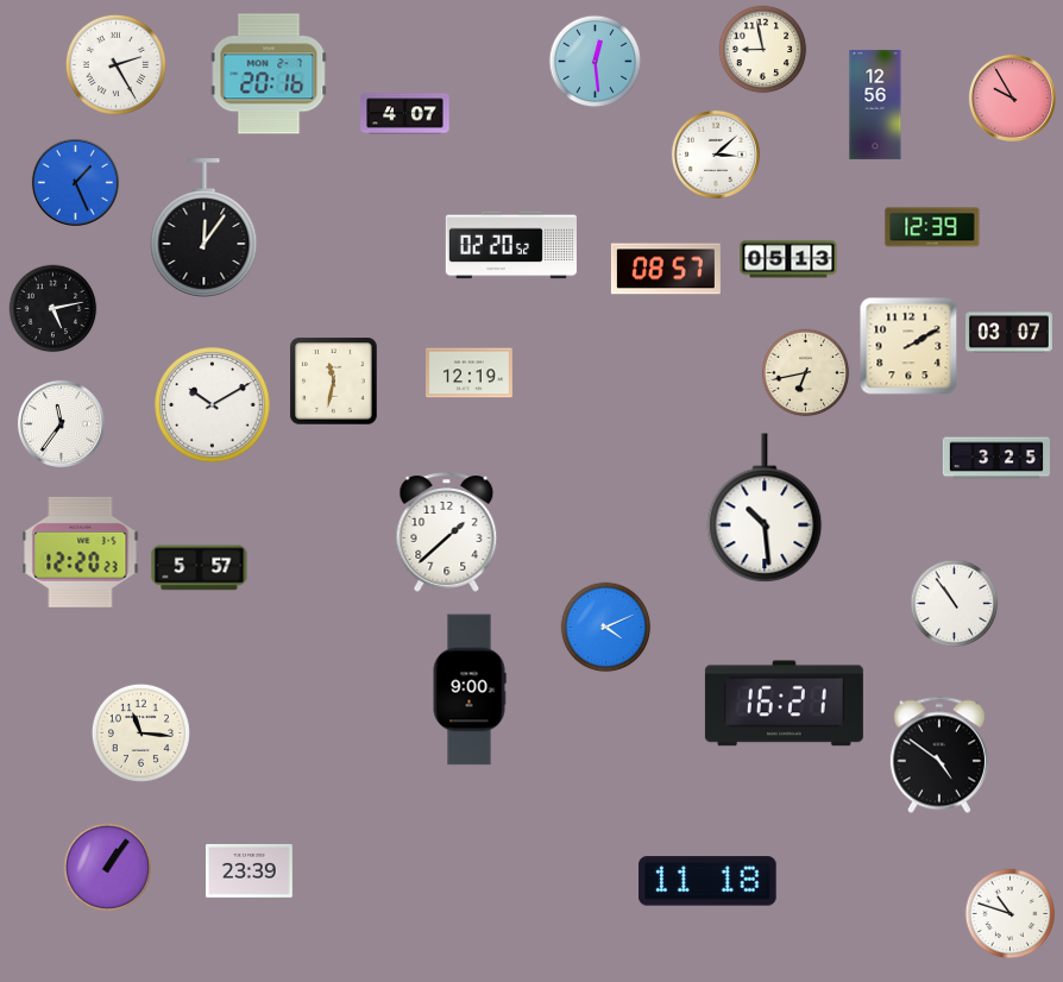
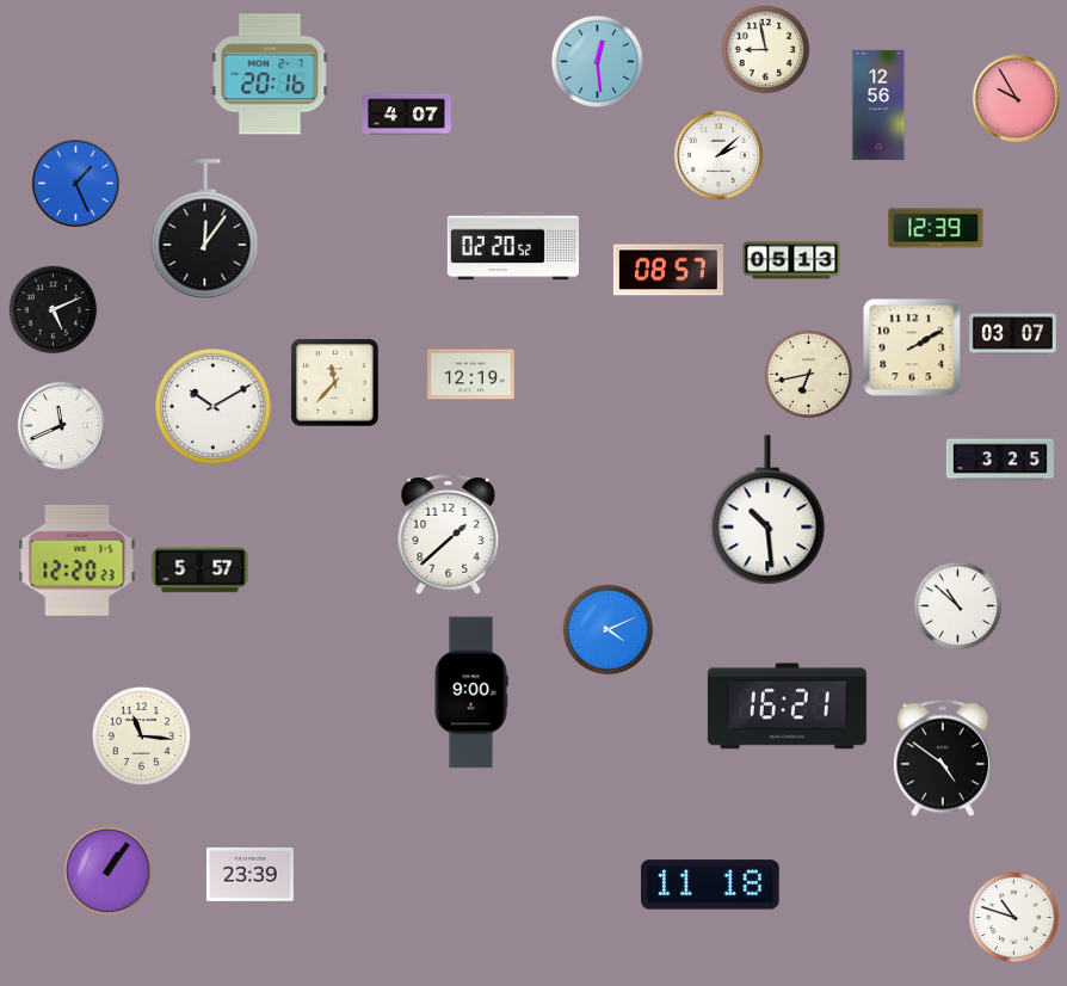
clock at (115, 64): 2:25 -> none
clock at (716, 155): 3:08 -> 2:08
clock at (54, 309): 5:13 -> 5:11
clock at (334, 382): 11:32 -> 11:37
clock at (61, 423): 11:36 -> 11:41
clock at (81, 552) position: (81, 552) -> (78, 560)
clock at (955, 604): 10:54 -> 10:52
